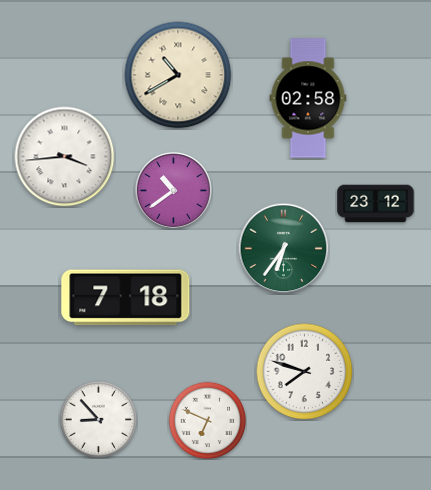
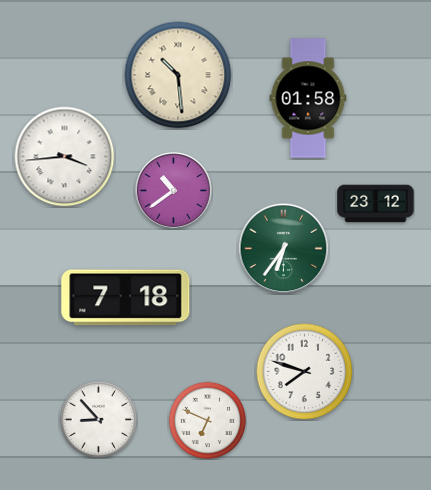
clock at (178, 75): 10:40 -> 10:29
clock at (308, 98): 02:58 -> 01:58
